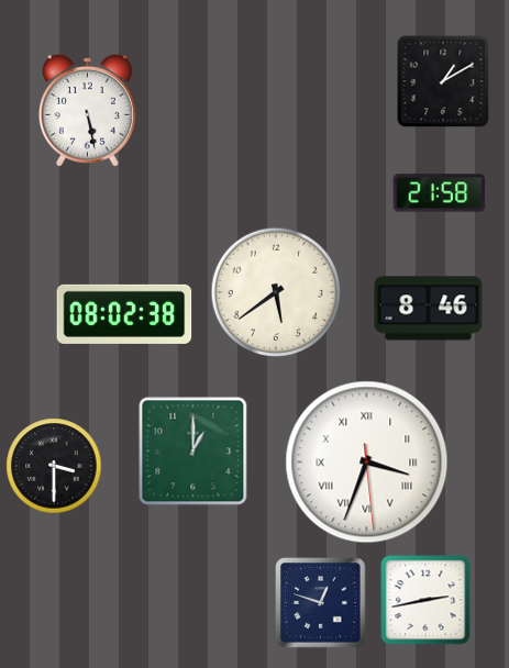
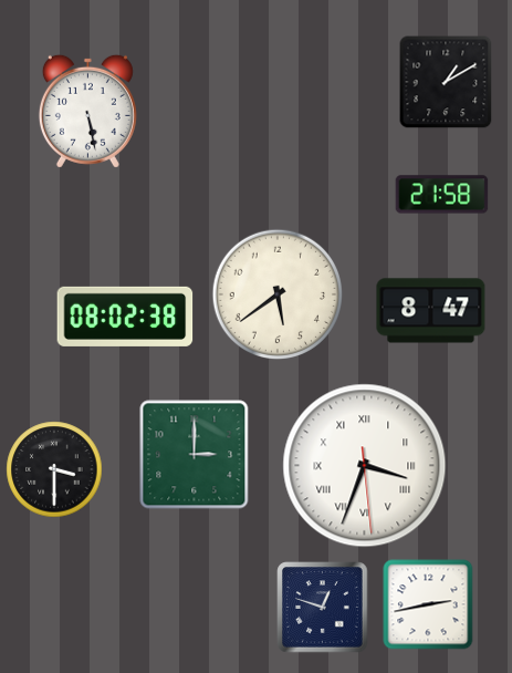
clock at (429, 309): 8:46 -> 8:47
clock at (193, 452): 1:00 -> 3:00
clock at (367, 463) position: (367, 463) -> (365, 466)
